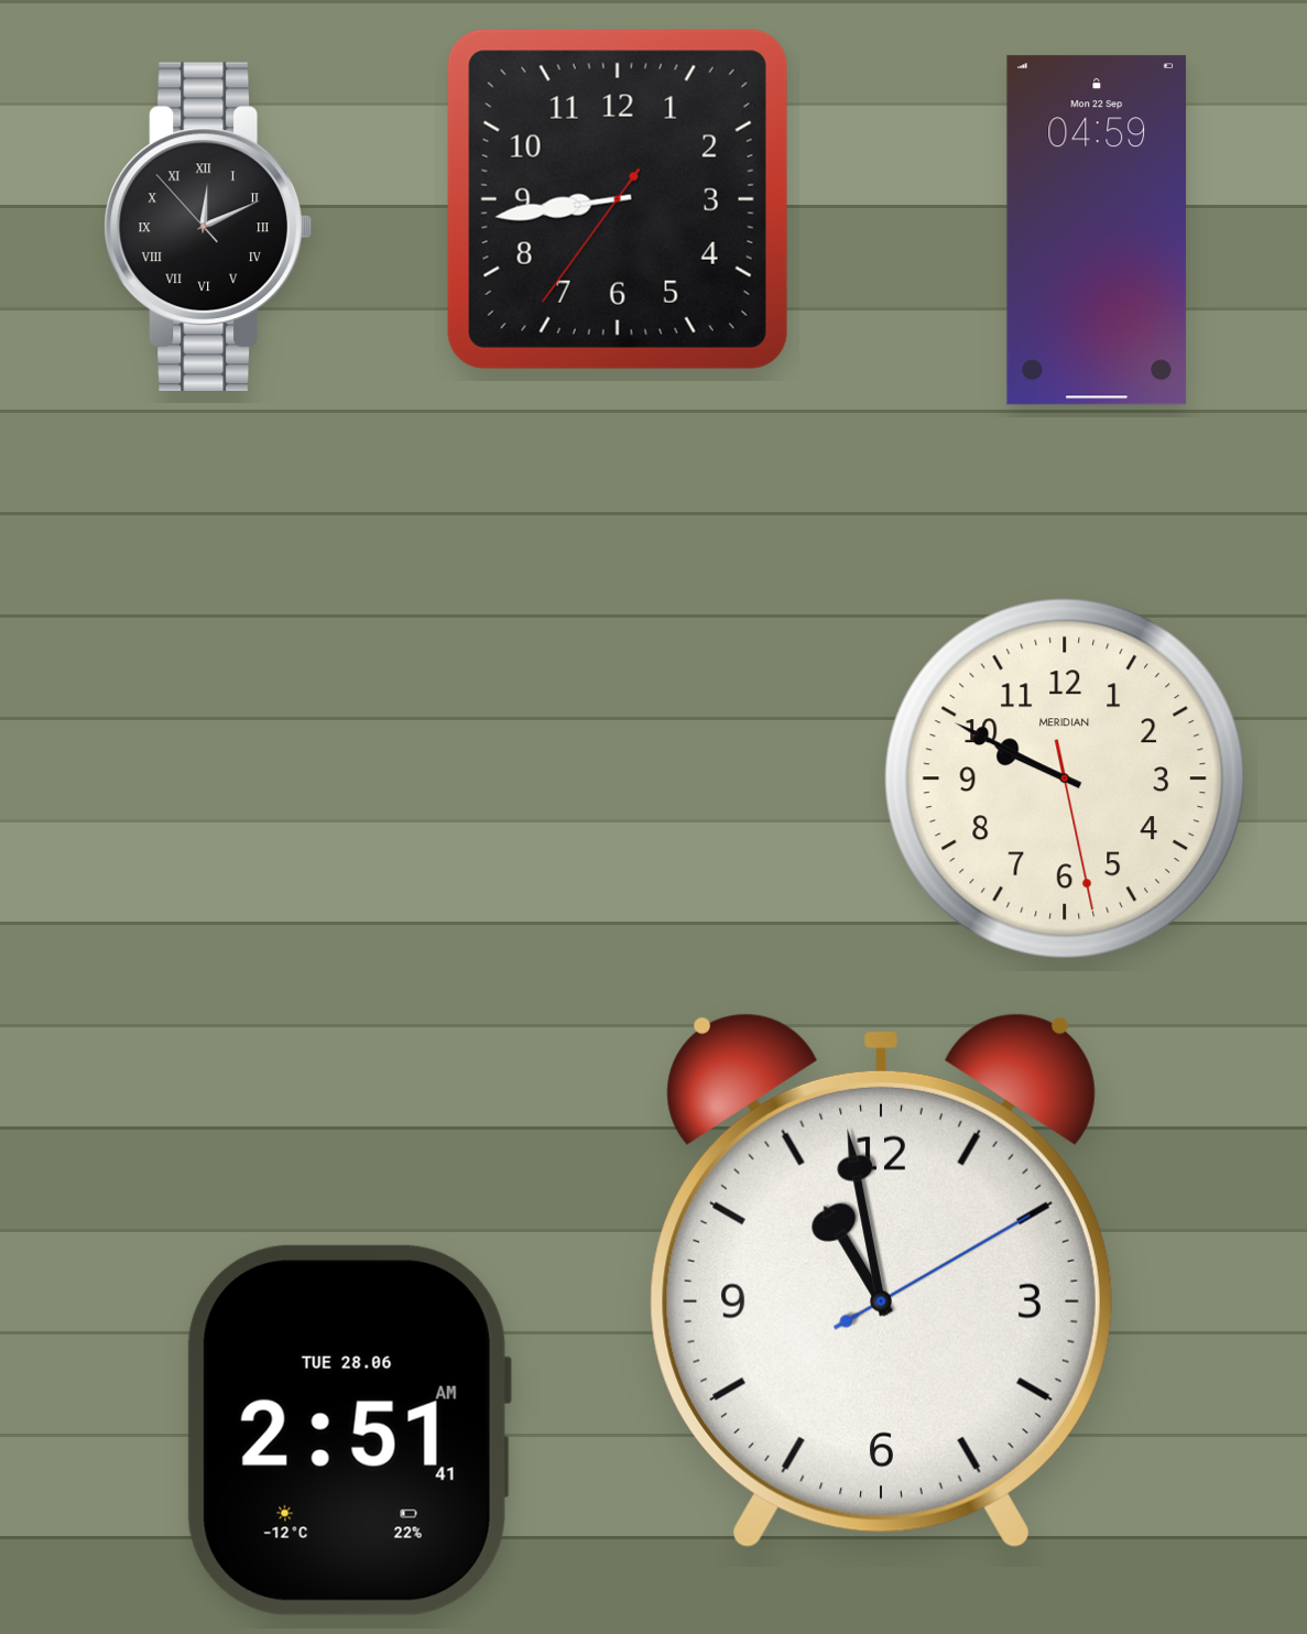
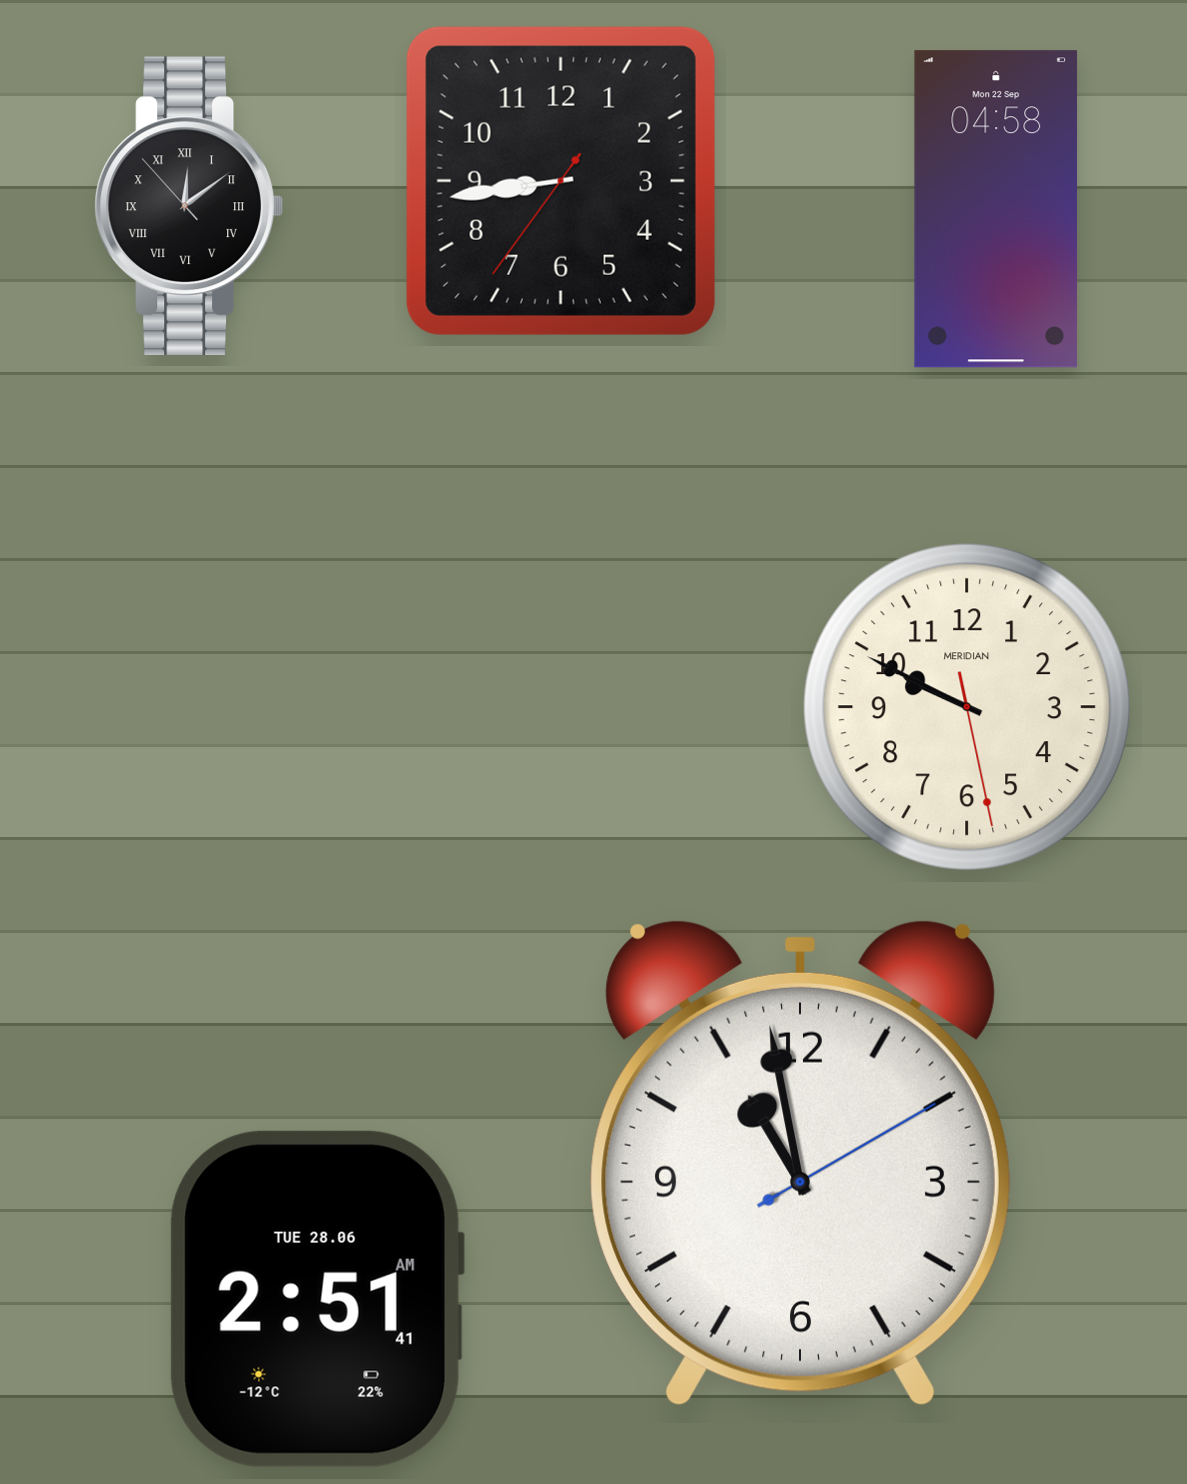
clock at (208, 227): 12:10 -> 12:08
clock at (1097, 230): 04:59 -> 04:58
